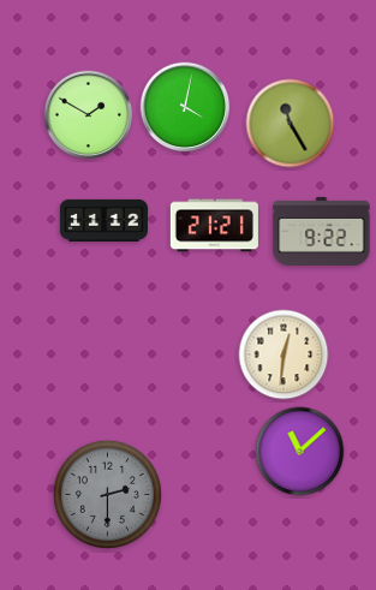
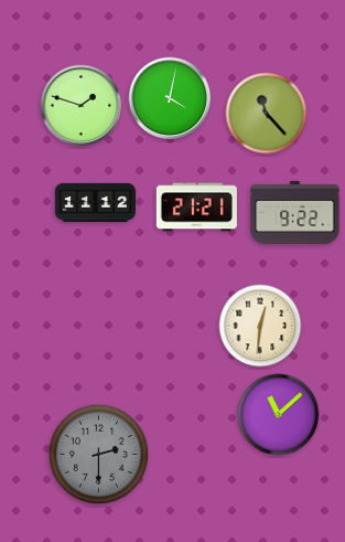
clock at (89, 115): 1:50 -> 1:48
clock at (291, 124): 11:25 -> 11:23
clock at (300, 452) position: (300, 452) -> (279, 415)
